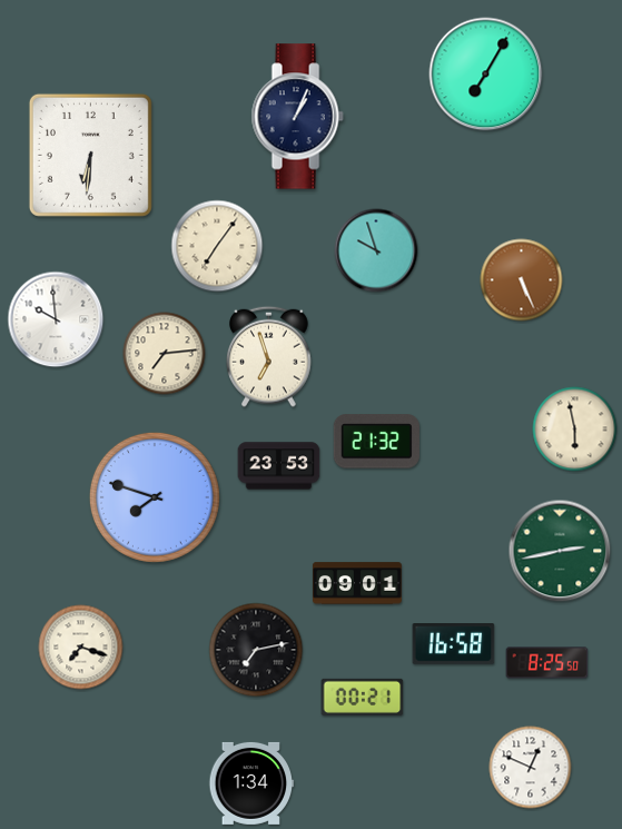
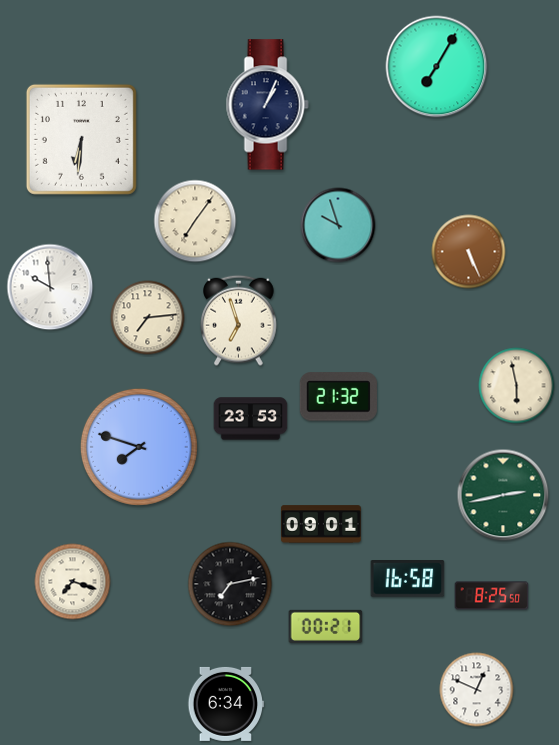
clock at (269, 356) position: (269, 356) -> (239, 320)
clock at (251, 783): 1:34 -> 6:34
